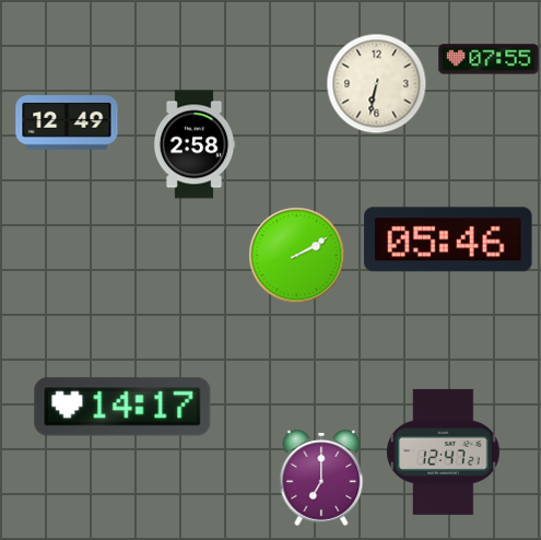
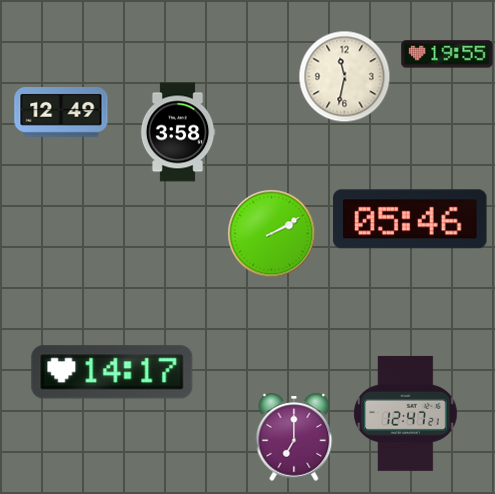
clock at (489, 59): 07:55 -> 19:55
clock at (377, 84): 6:32 -> 11:32
clock at (195, 144): 2:58 -> 3:58
